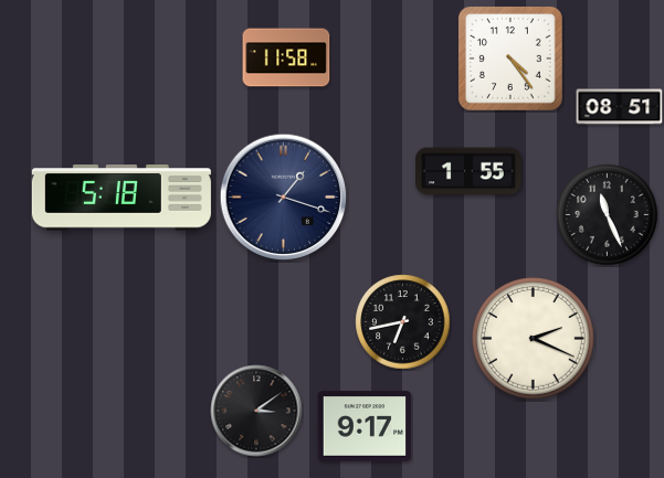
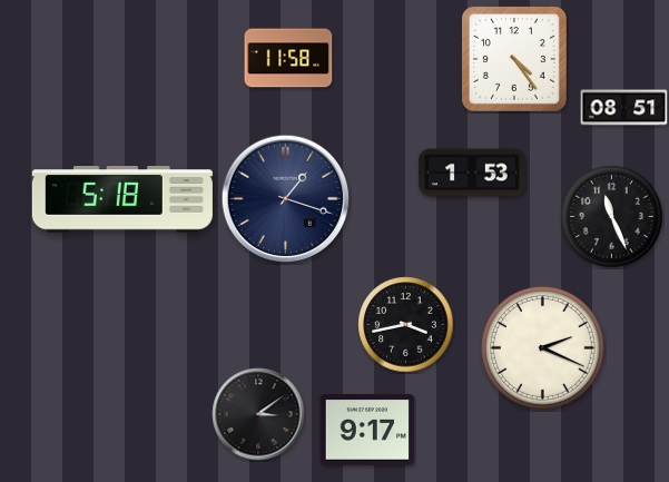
clock at (468, 171): 1:55 -> 1:53
clock at (403, 322): 6:43 -> 3:43
clock at (534, 339) position: (534, 339) -> (543, 348)
